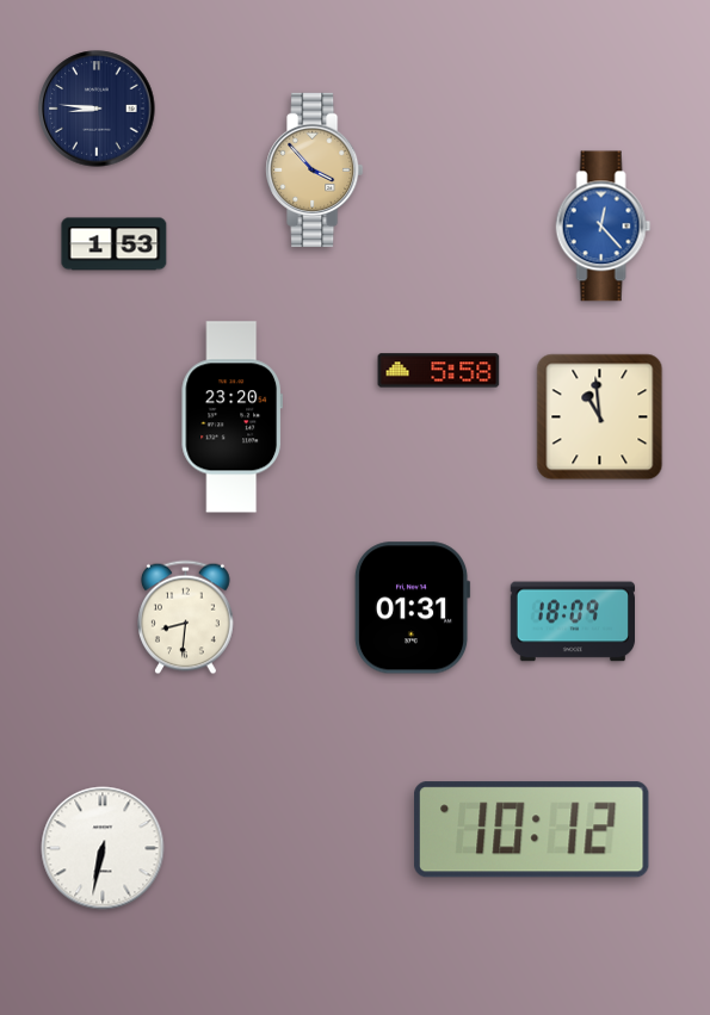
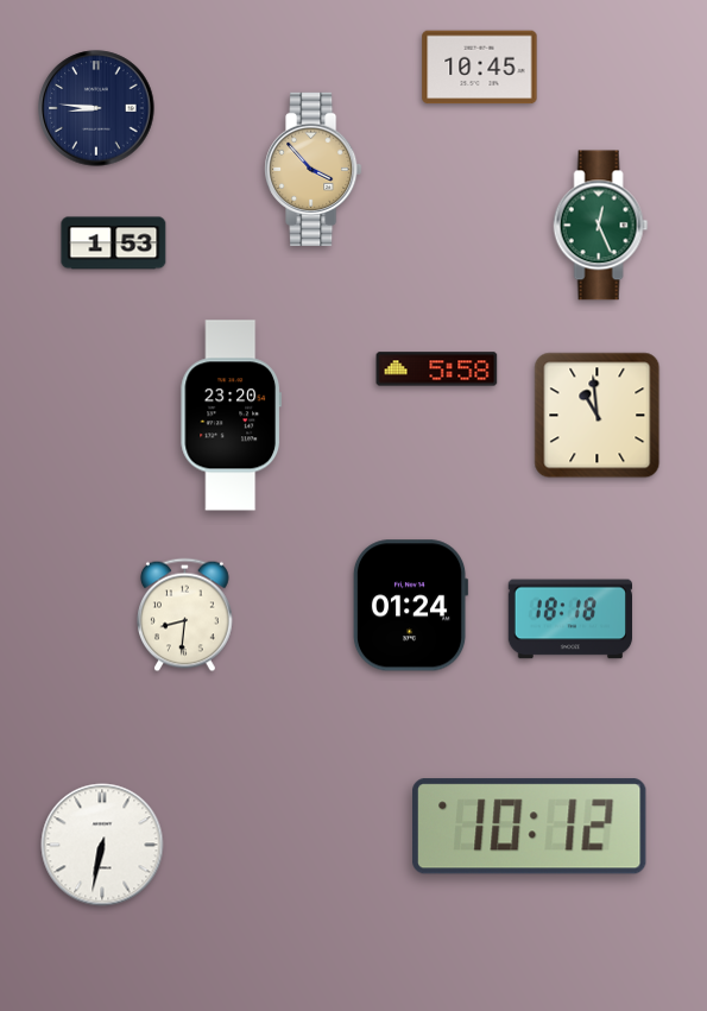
clock at (480, 68): none -> 10:45
clock at (604, 227): 12:23 -> 12:26
clock at (604, 227) dial: blue -> green
clock at (412, 608): 01:31 -> 01:24
clock at (572, 621): 18:09 -> 18:18
